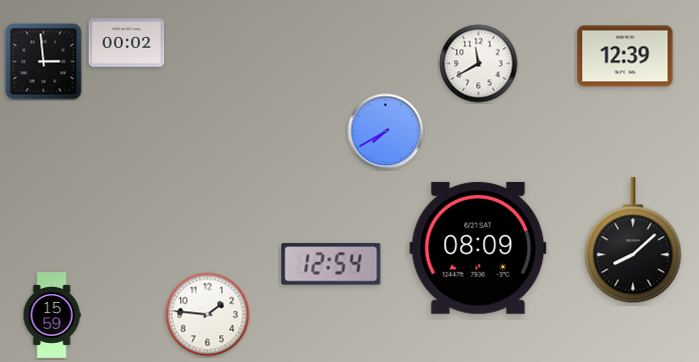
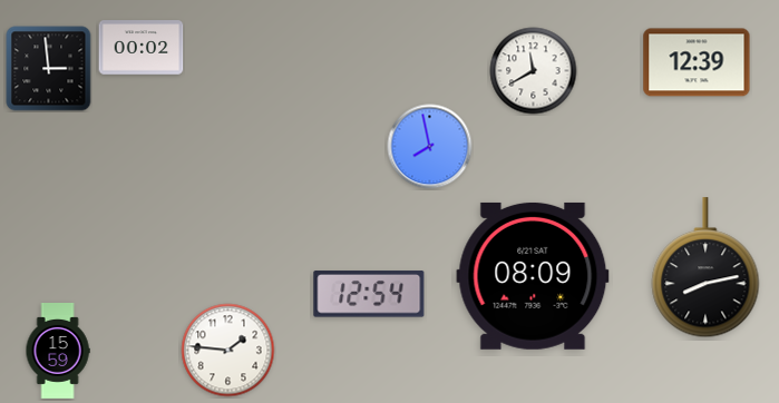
clock at (386, 132): 7:40 -> 7:58
clock at (633, 241): 8:08 -> 8:13
clock at (208, 315) position: (208, 315) -> (228, 351)
